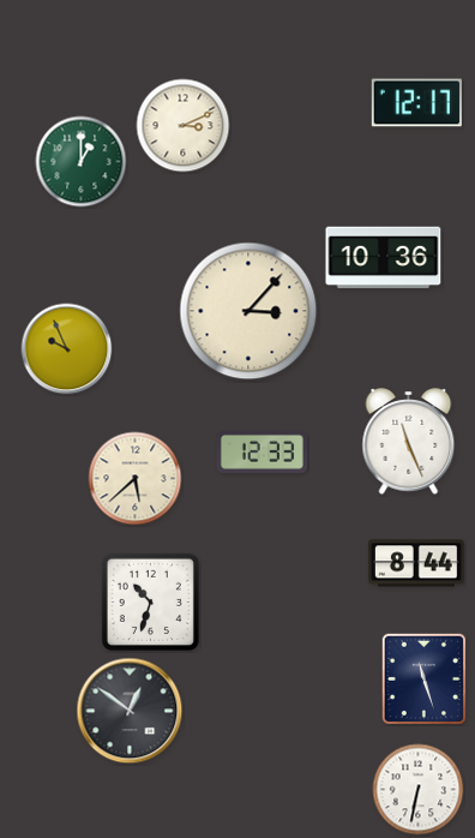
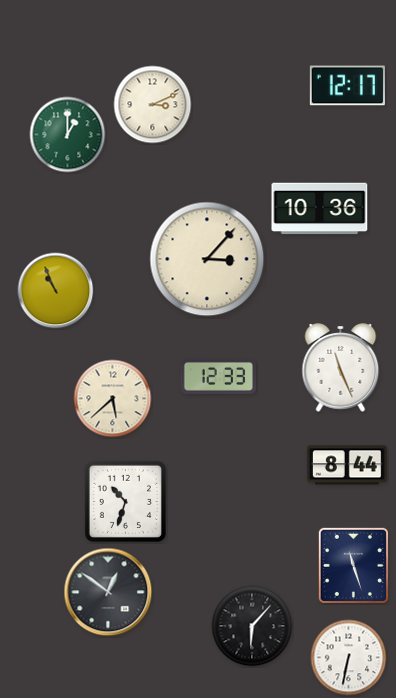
clock at (384, 258) position: (384, 258) -> (320, 209)
clock at (67, 349): 9:56 -> 10:56
clock at (416, 563) position: (416, 563) -> (347, 465)
clock at (252, 626): none -> 6:07
